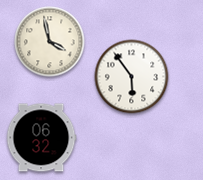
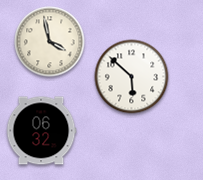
clock at (132, 77): 5:54 -> 5:52
clock at (41, 138) position: (41, 138) -> (41, 131)
